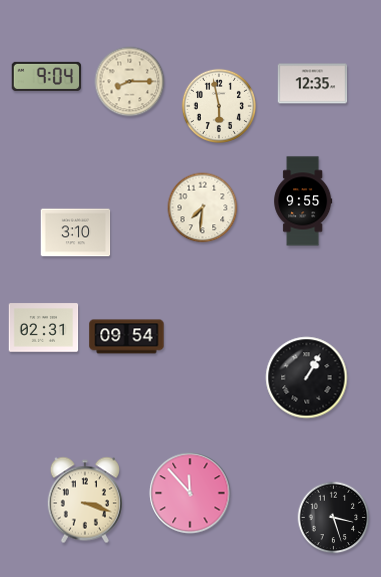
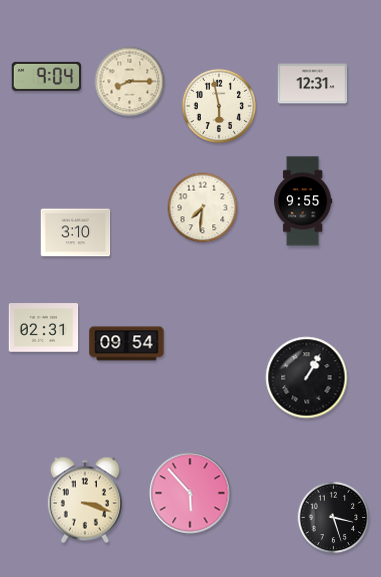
clock at (313, 84): 12:35 -> 12:31
clock at (127, 337) position: (127, 337) -> (127, 344)
clock at (190, 493): 11:53 -> 5:53
